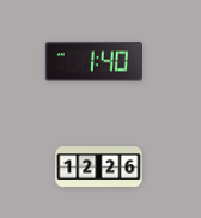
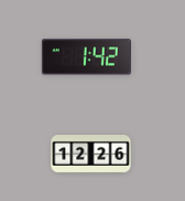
clock at (93, 62): 1:40 -> 1:42
